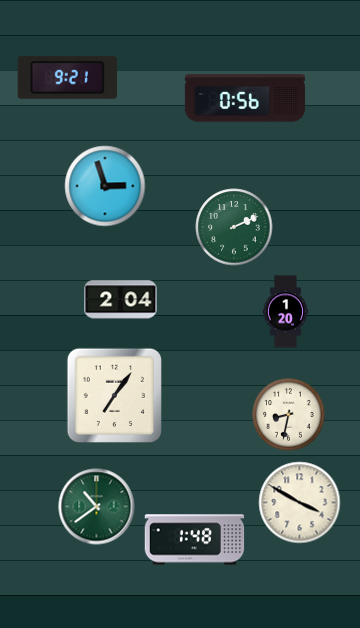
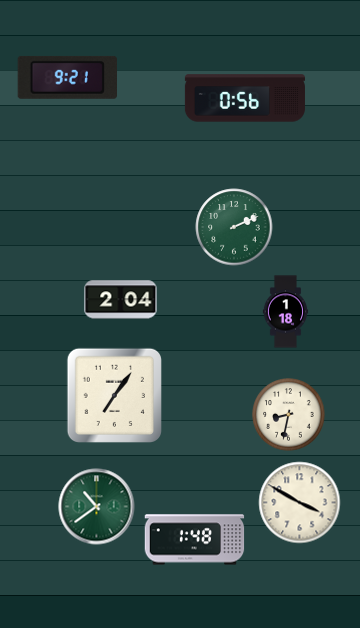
clock at (105, 186): 2:57 -> none
clock at (286, 312): 1:20 -> 1:18
